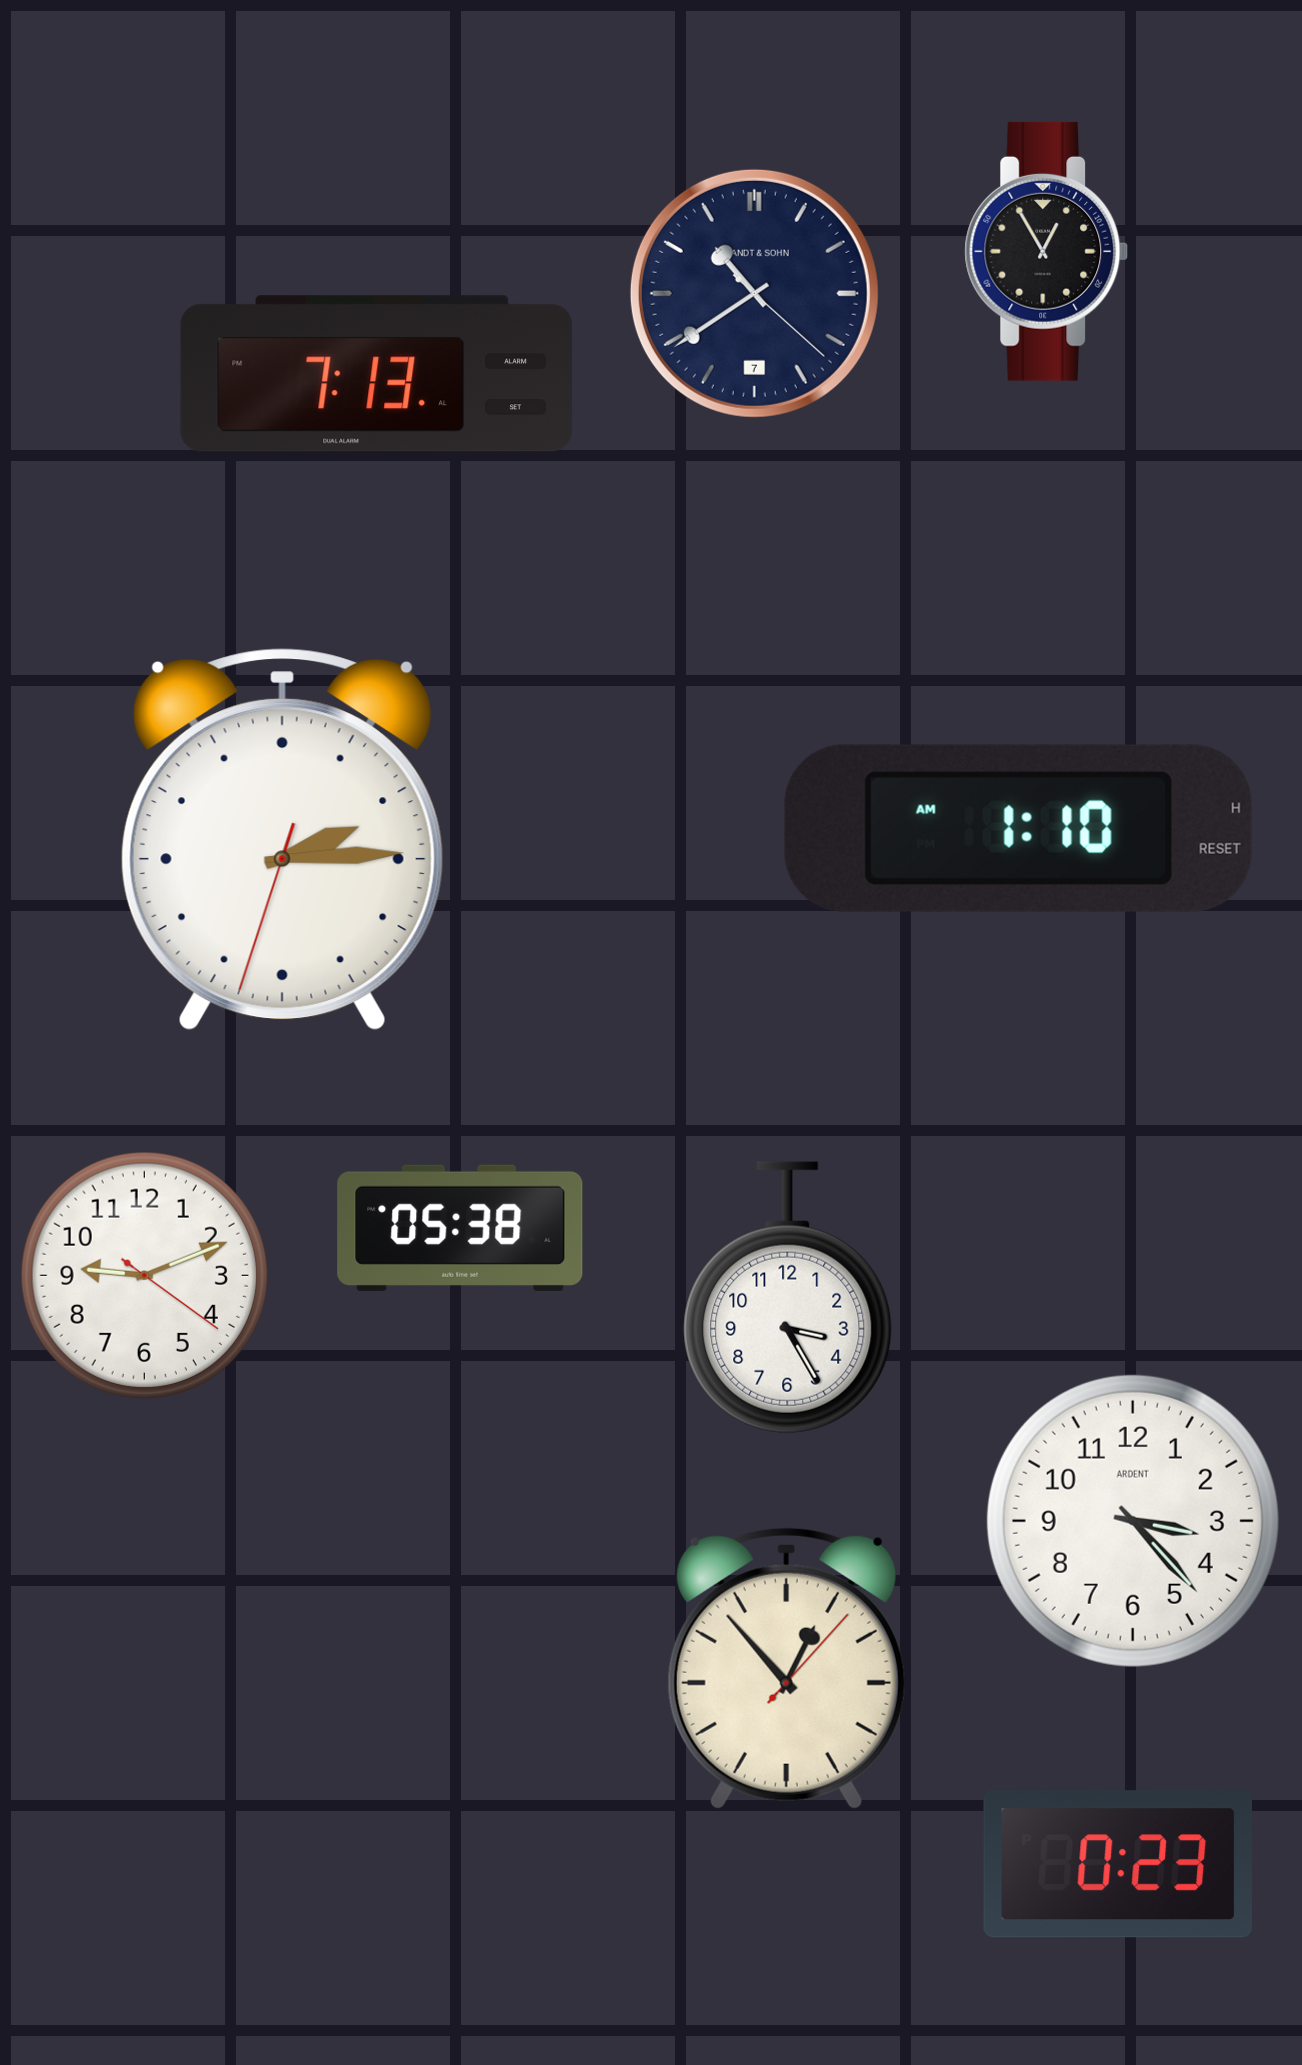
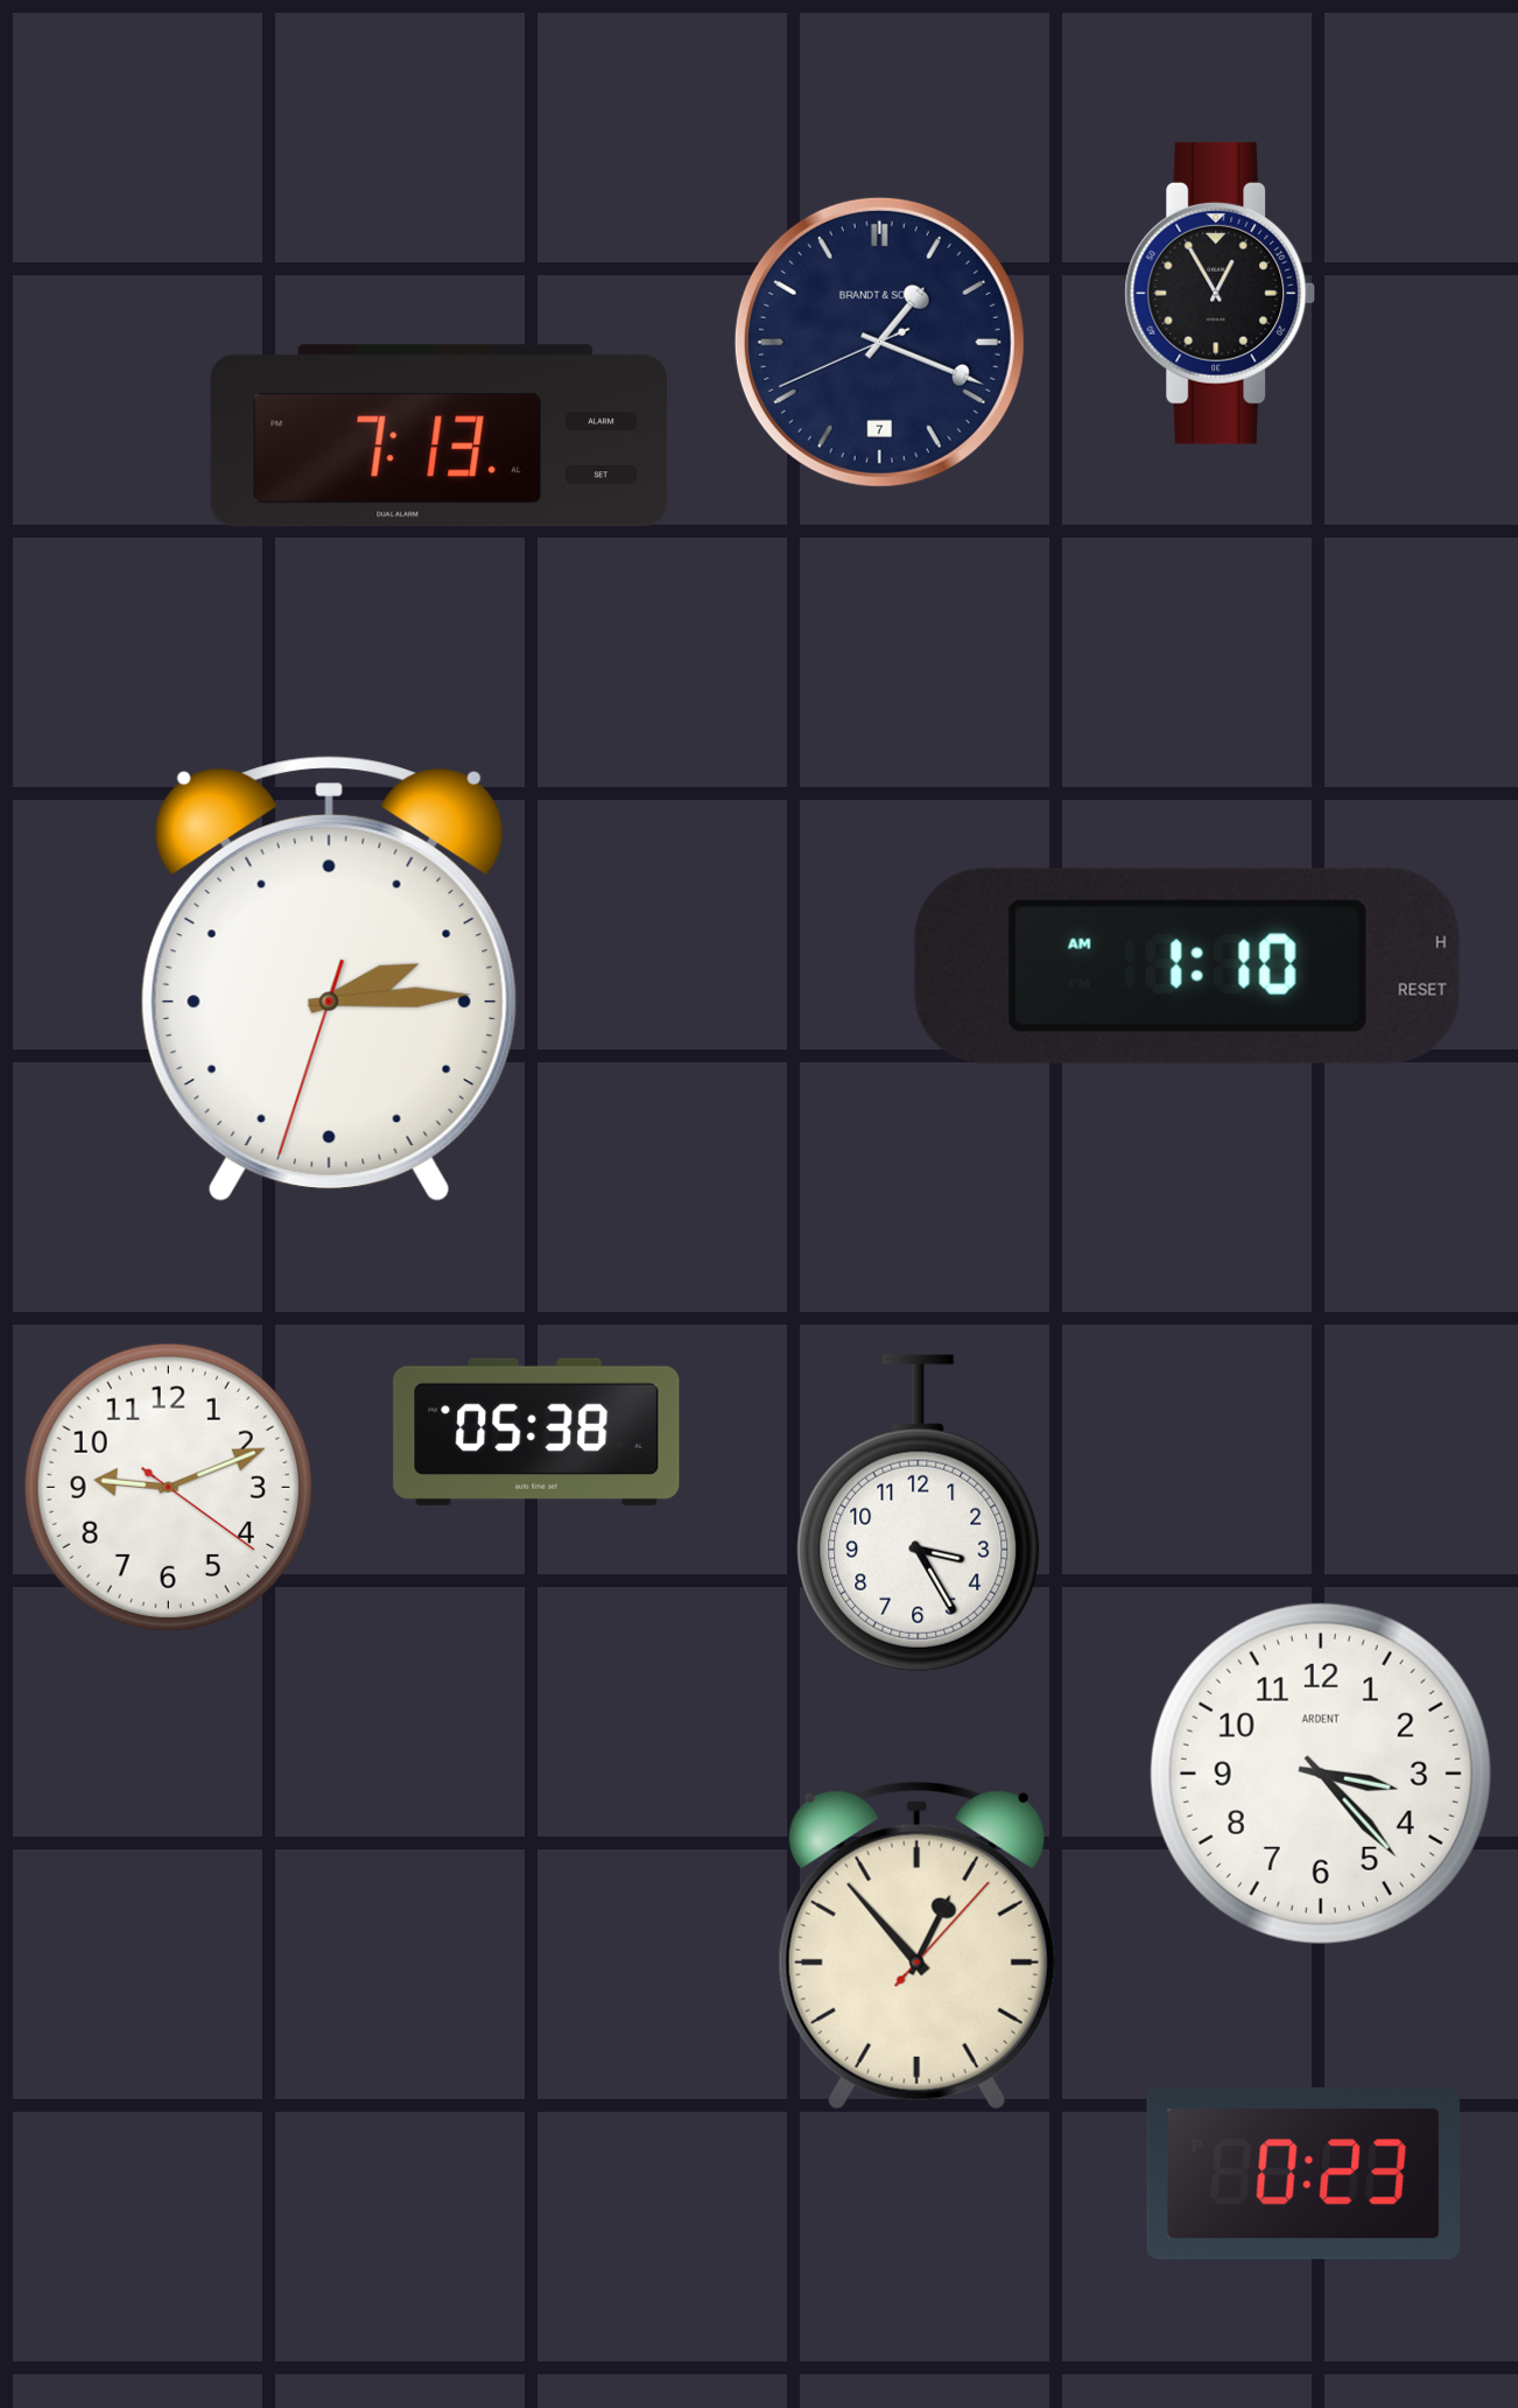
clock at (754, 293): 10:39 -> 1:18
